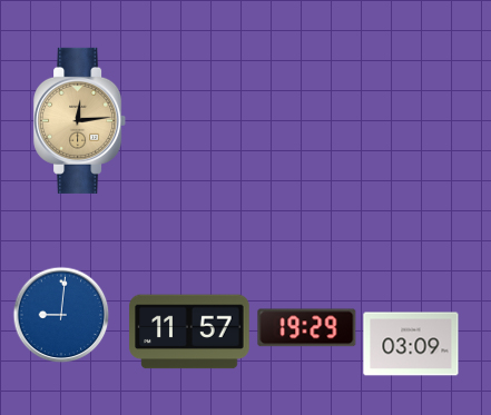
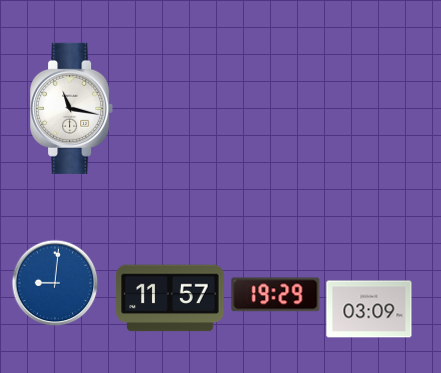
clock at (80, 120): 12:14 -> 11:17
clock at (80, 120) dial: champagne -> white
